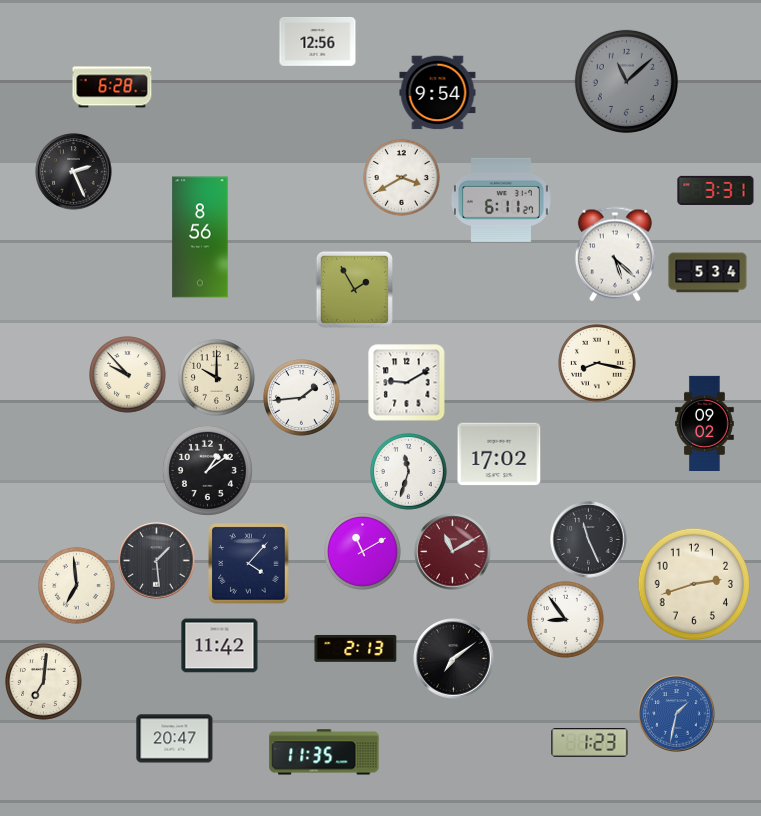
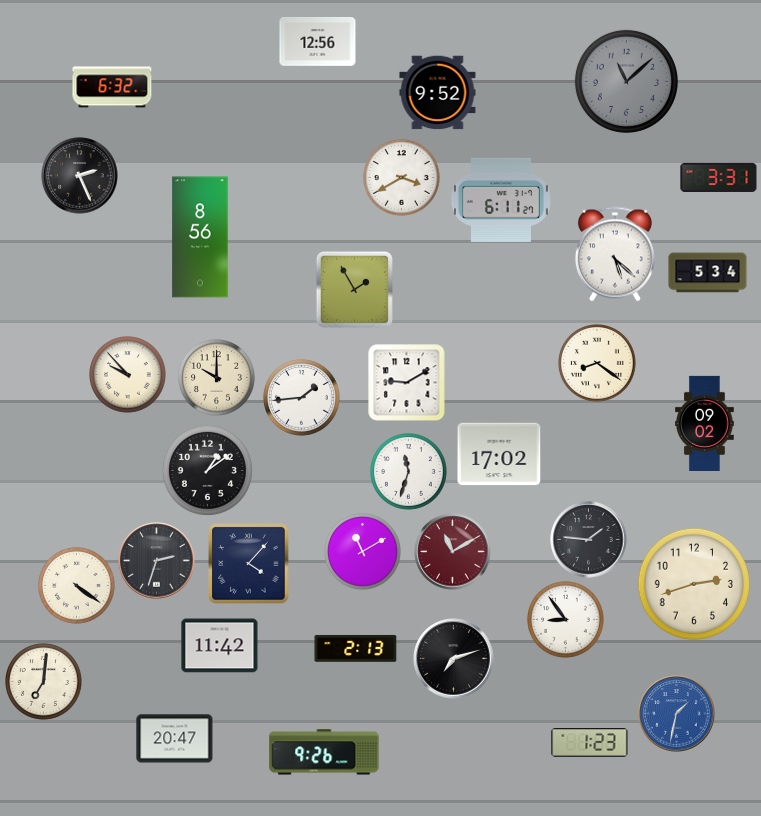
clock at (112, 87): 6:28 -> 6:32
clock at (438, 93): 9:54 -> 9:52
clock at (74, 172) position: (74, 172) -> (80, 176)
clock at (716, 190) position: (716, 190) -> (719, 177)
clock at (598, 364): 8:17 -> 8:21
clock at (589, 540): 11:26 -> 1:46
clock at (157, 561): 1:29 -> 2:33
clock at (77, 586): 6:59 -> 4:21
clock at (454, 659): 7:09 -> 7:12
clock at (324, 752): 11:35 -> 9:26
